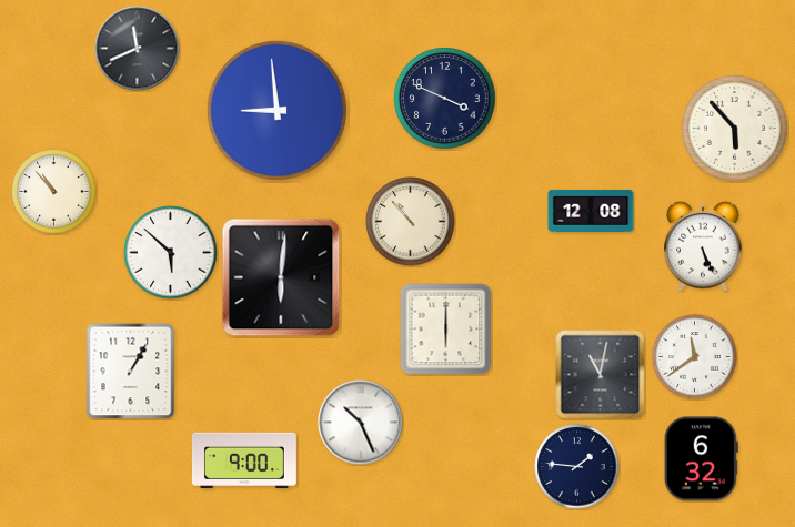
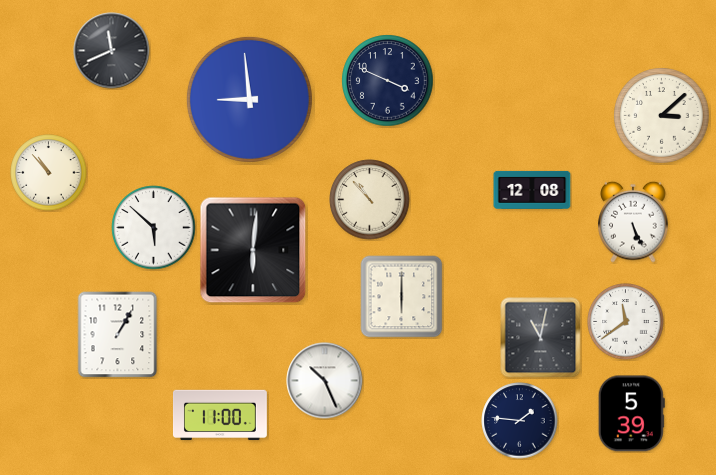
clock at (138, 49) position: (138, 49) -> (112, 51)
clock at (445, 99) position: (445, 99) -> (388, 81)
clock at (735, 129): 5:53 -> 3:08
clock at (701, 459): 6:32 -> 5:39
clock at (244, 460): 9:00 -> 11:00
